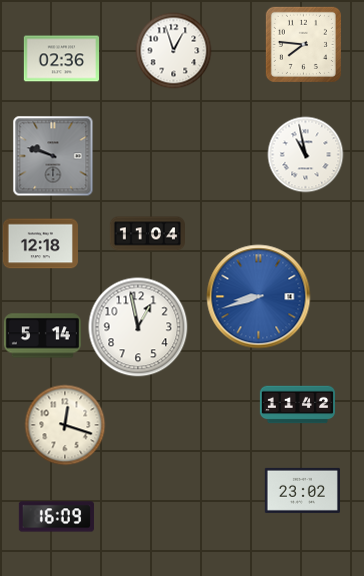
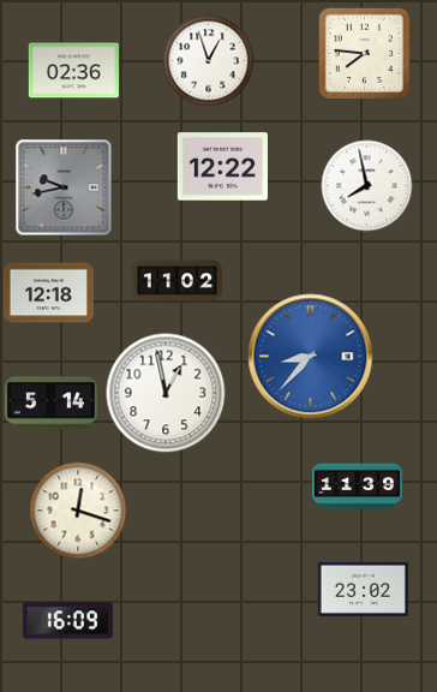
clock at (222, 167): none -> 12:22
clock at (306, 155): 10:58 -> 7:58
clock at (53, 156): 9:48 -> 9:43
clock at (147, 234): 11:04 -> 11:02
clock at (259, 297): 8:42 -> 8:37
clock at (298, 405): 11:42 -> 11:39
